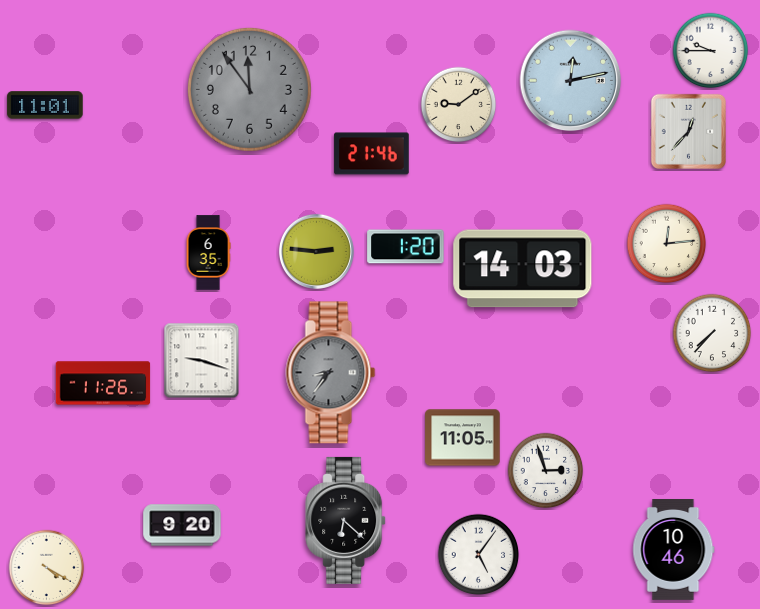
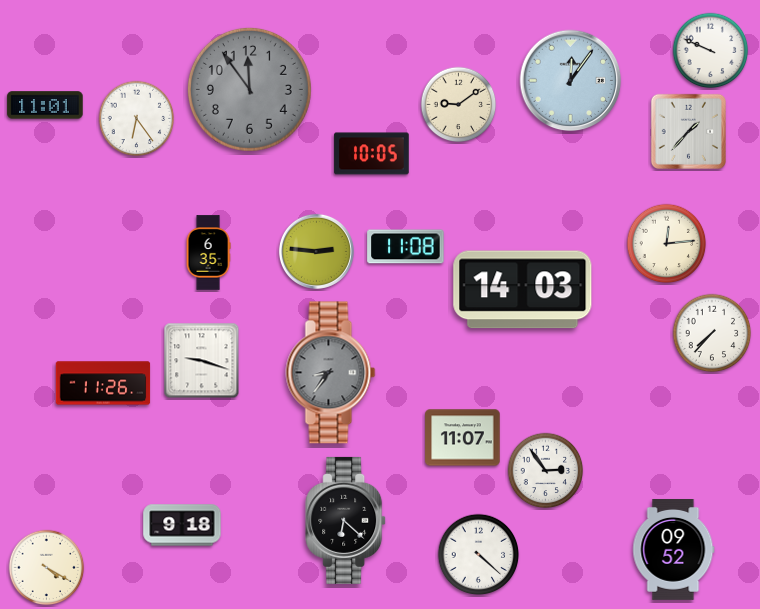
clock at (711, 51): 9:45 -> 9:49
clock at (571, 81): 12:13 -> 12:06
clock at (137, 119): none -> 6:24
clock at (688, 131): 12:37 -> 1:37
clock at (372, 154): 21:46 -> 10:05
clock at (406, 247): 1:20 -> 11:08
clock at (523, 269) position: (523, 269) -> (523, 290)
clock at (463, 438): 11:05 -> 11:07
clock at (546, 471): 2:57 -> 2:54
clock at (182, 525): 9:20 -> 9:18
clock at (674, 550): 10:46 -> 09:52
clock at (479, 555): 5:06 -> 4:22
